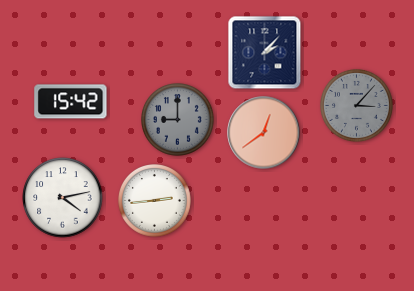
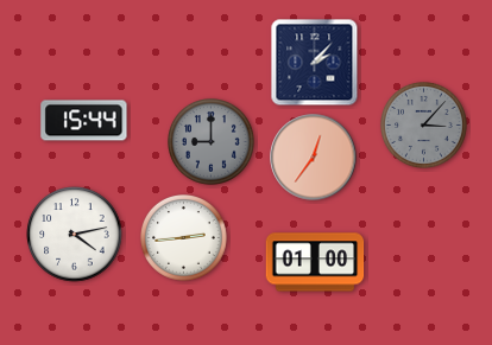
clock at (71, 102): 15:42 -> 15:44
clock at (264, 133): 12:39 -> 12:36
clock at (315, 262): none -> 01:00
